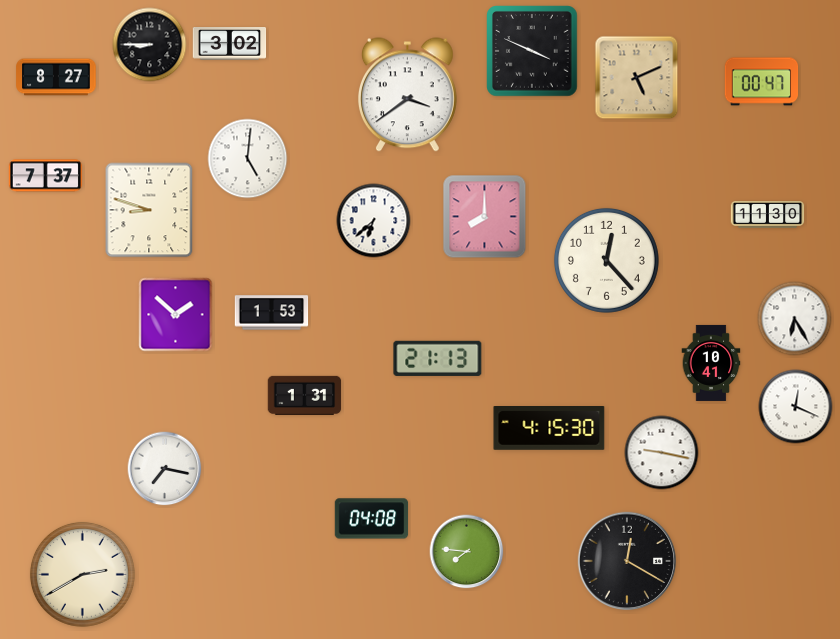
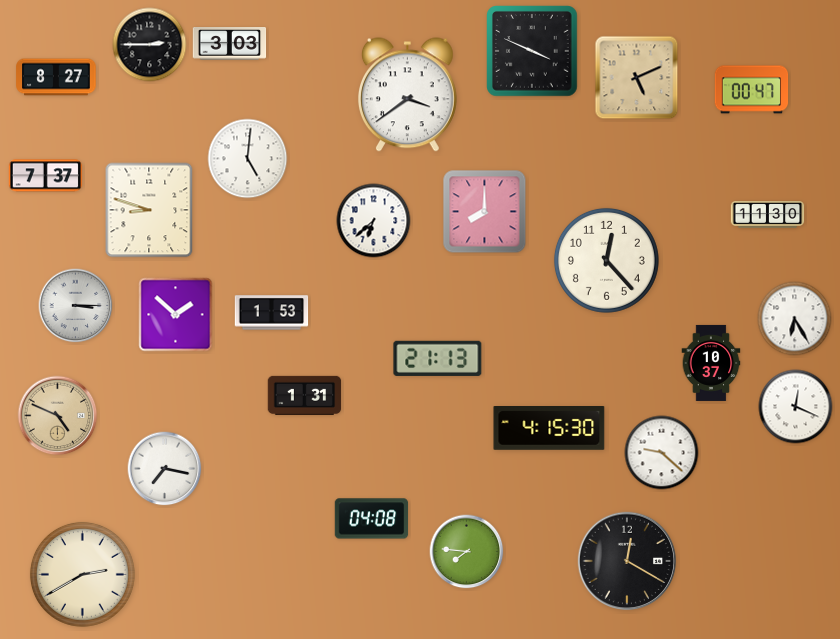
clock at (230, 44): 3:02 -> 3:03
clock at (150, 45): 8:45 -> 2:45
clock at (762, 82) position: (762, 82) -> (752, 90)
clock at (485, 217) position: (485, 217) -> (485, 212)
clock at (76, 306): none -> 3:15
clock at (711, 363): 10:41 -> 10:37
clock at (58, 416): none -> 4:49
clock at (662, 453): 9:17 -> 9:22
